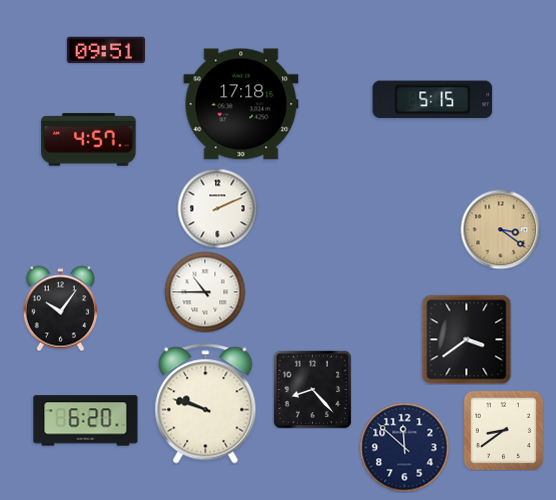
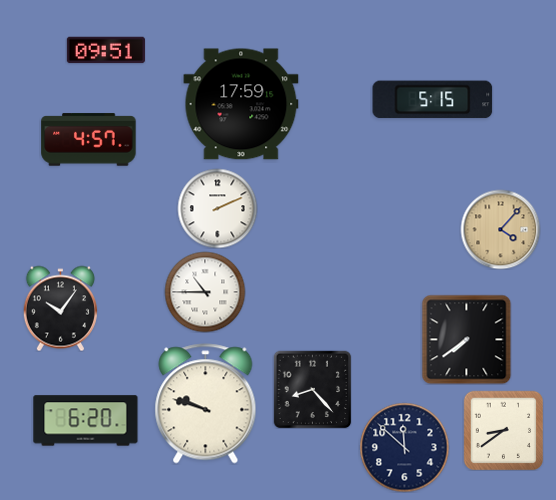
clock at (241, 104): 17:18 -> 17:59
clock at (500, 229): 3:21 -> 4:07
clock at (466, 339): 3:39 -> 7:39
